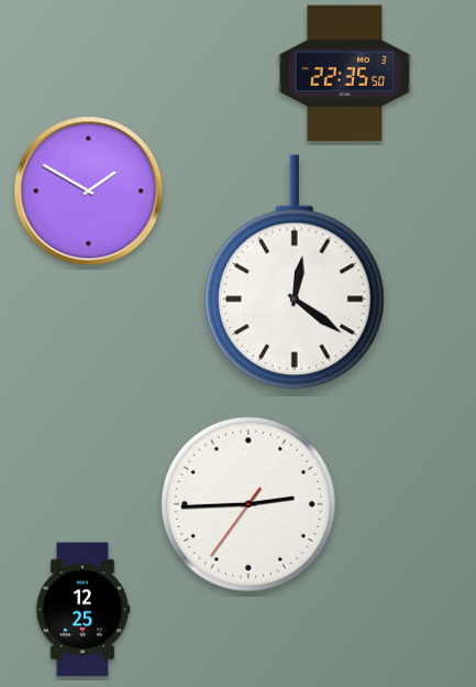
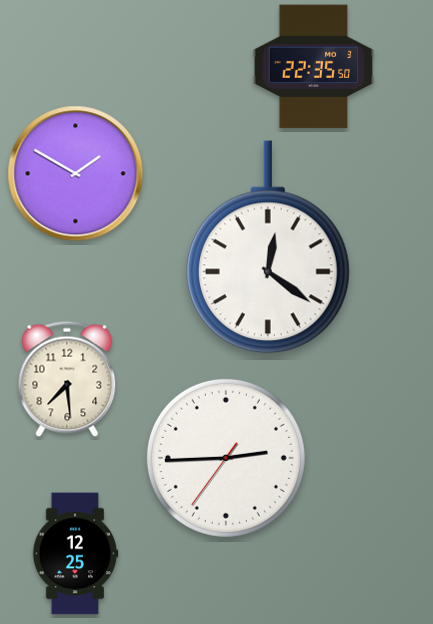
clock at (89, 192) position: (89, 192) -> (76, 174)
clock at (67, 379): none -> 7:29
